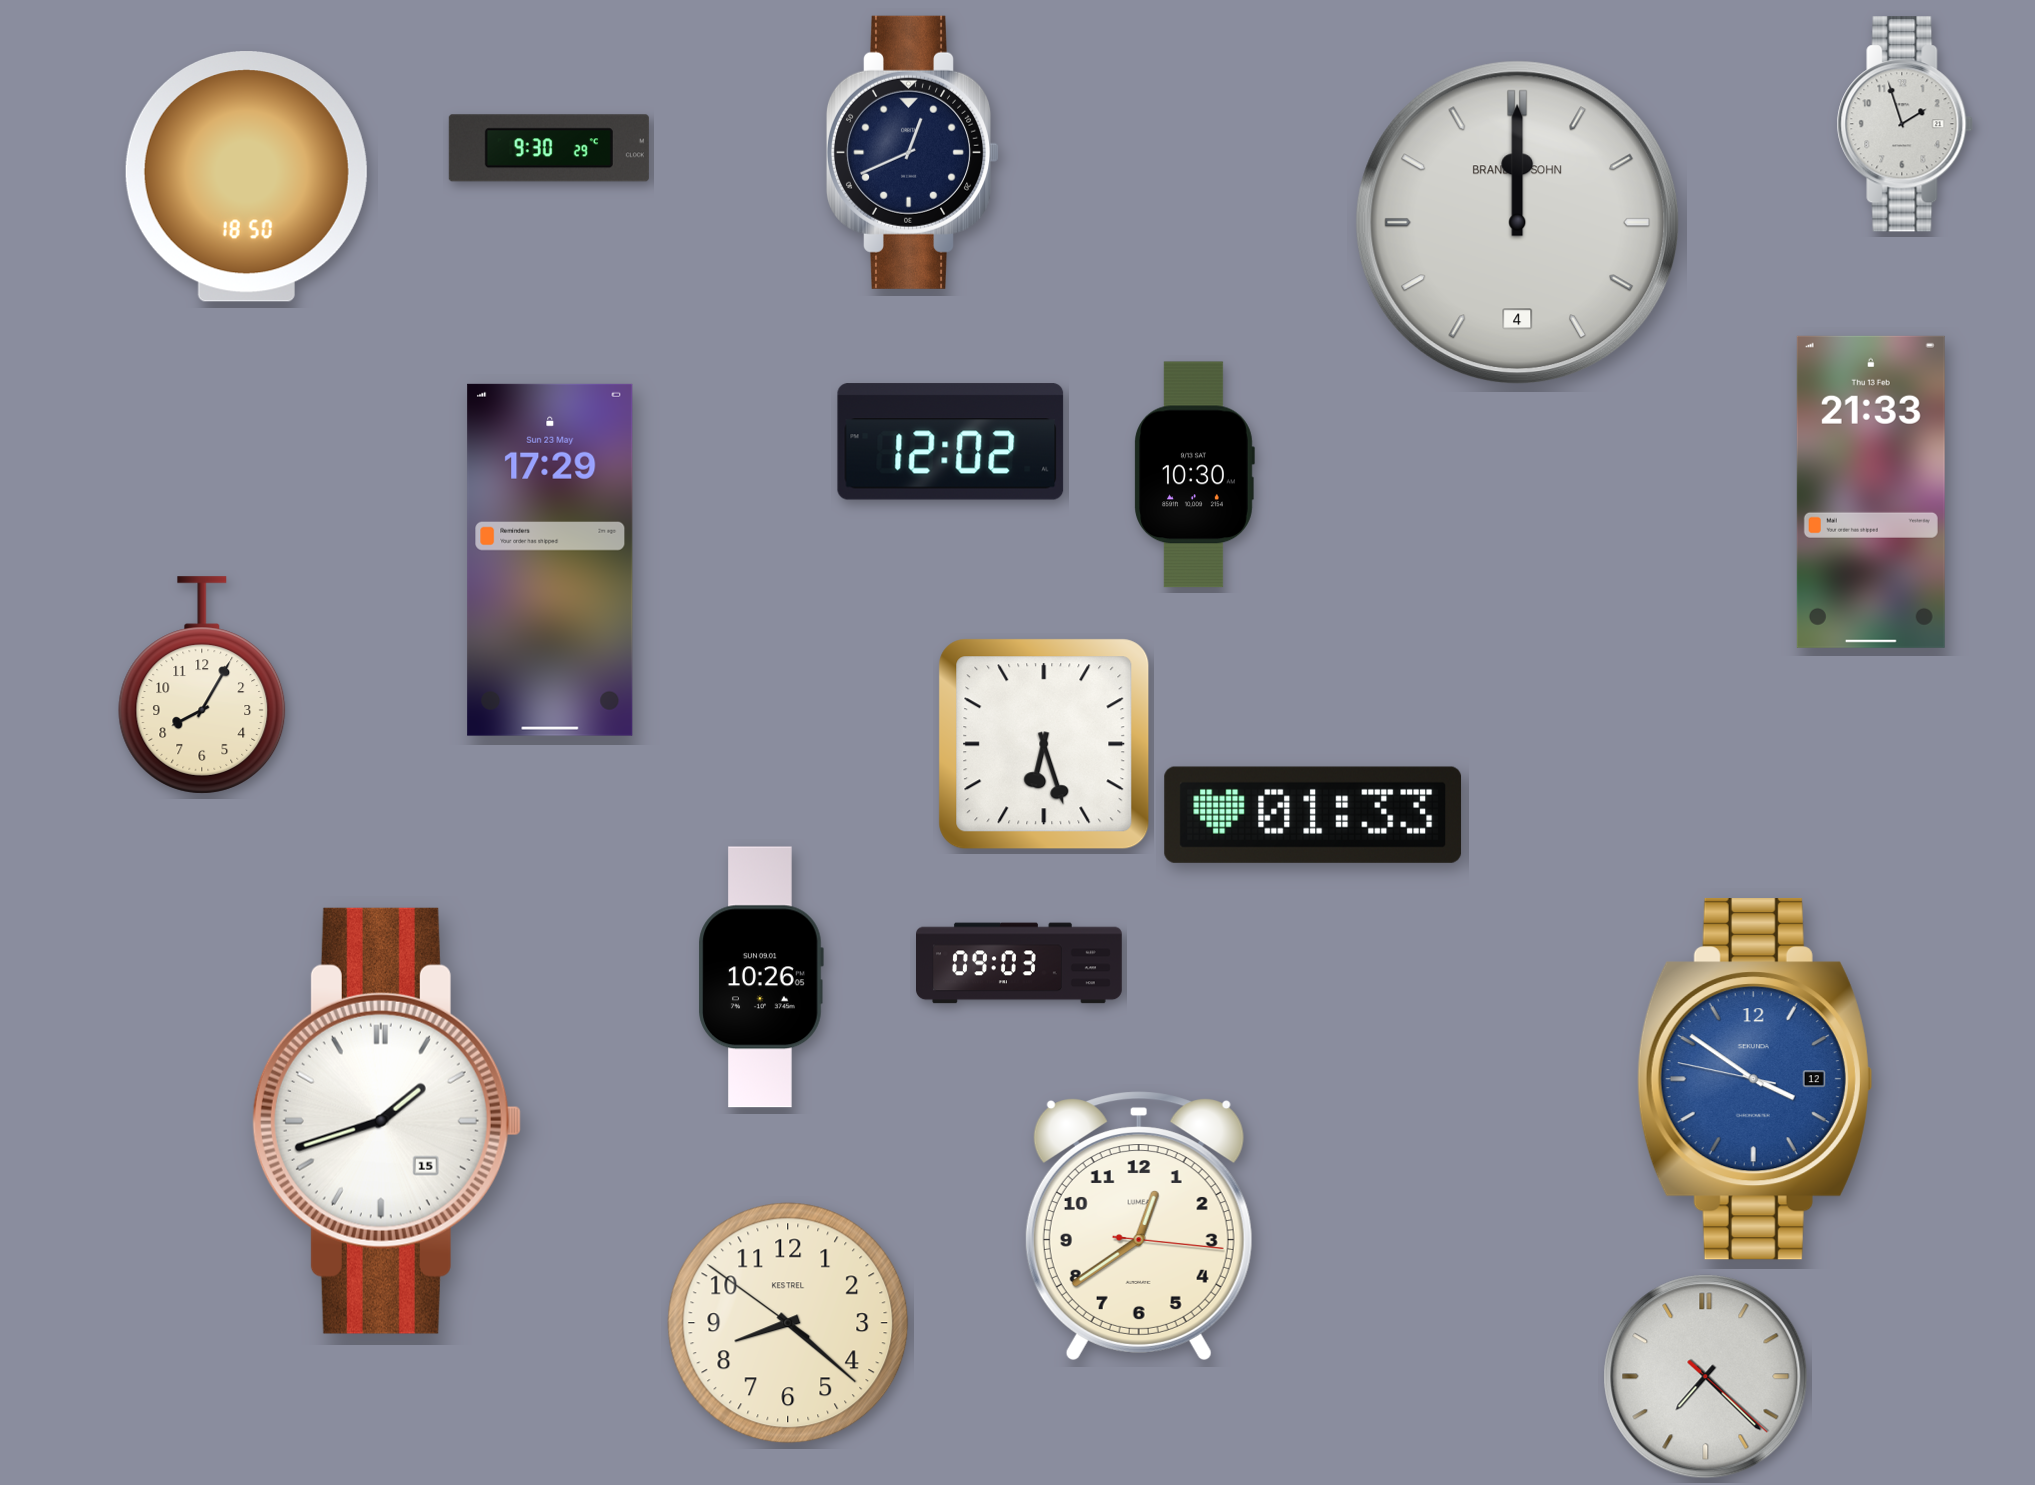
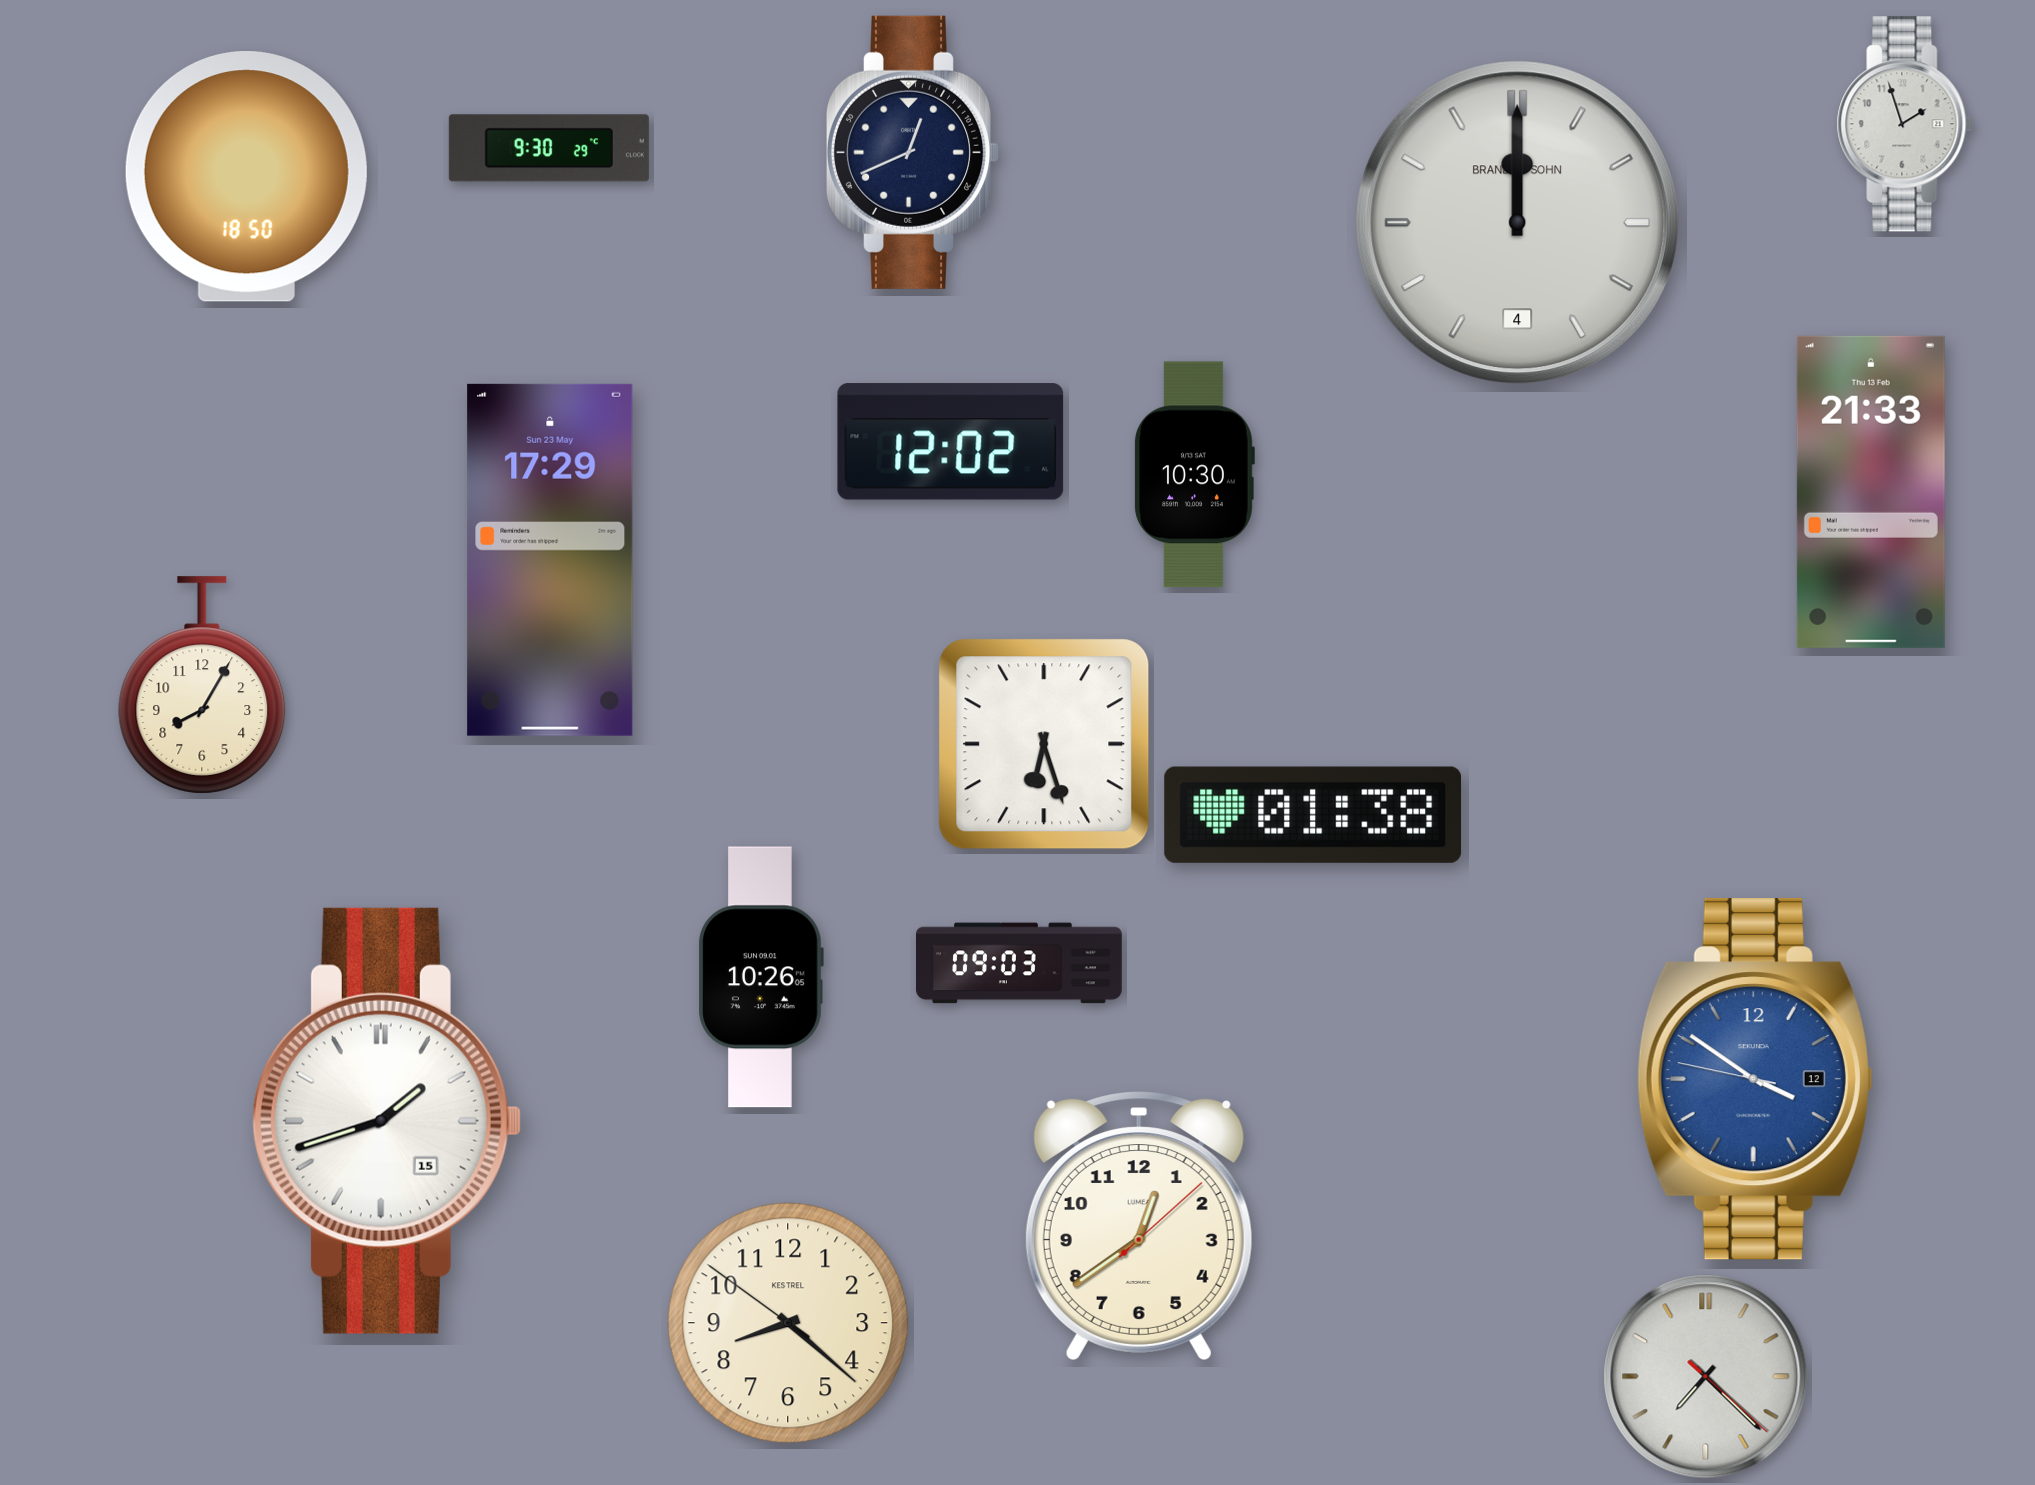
clock at (1313, 815): 01:33 -> 01:38
clock at (1139, 1226): 12:39:16 -> 12:39:08
